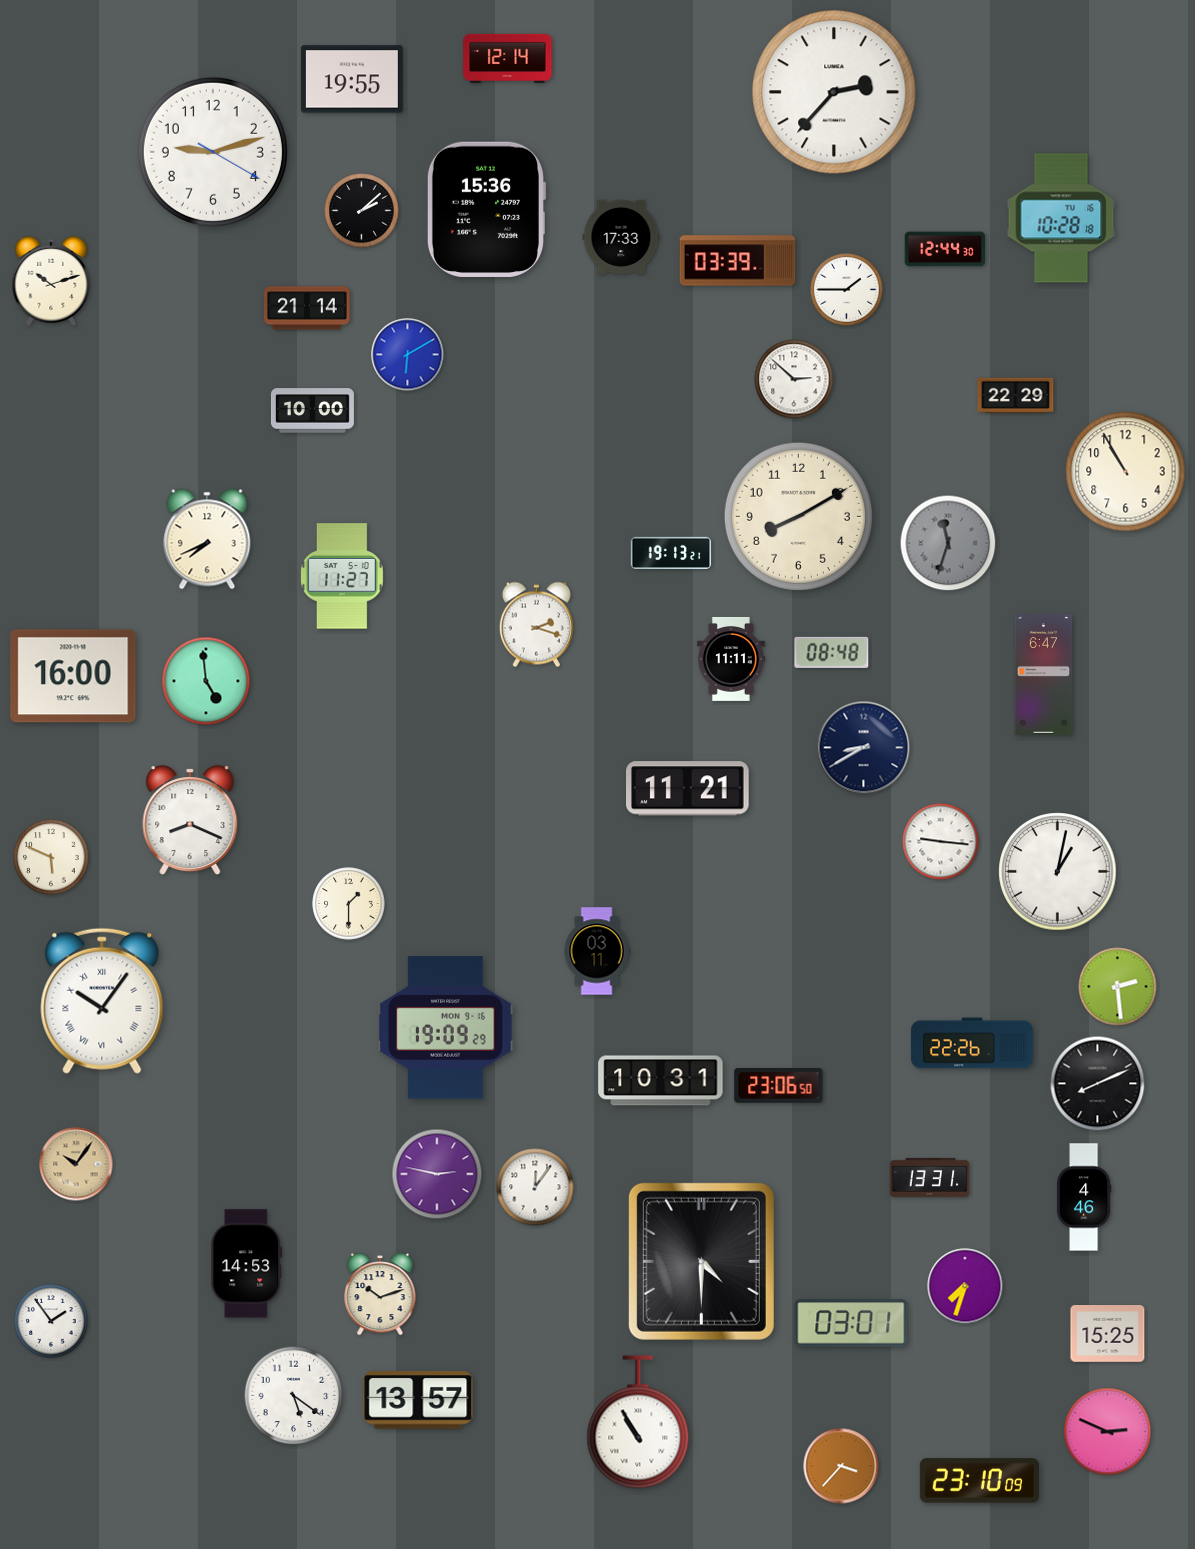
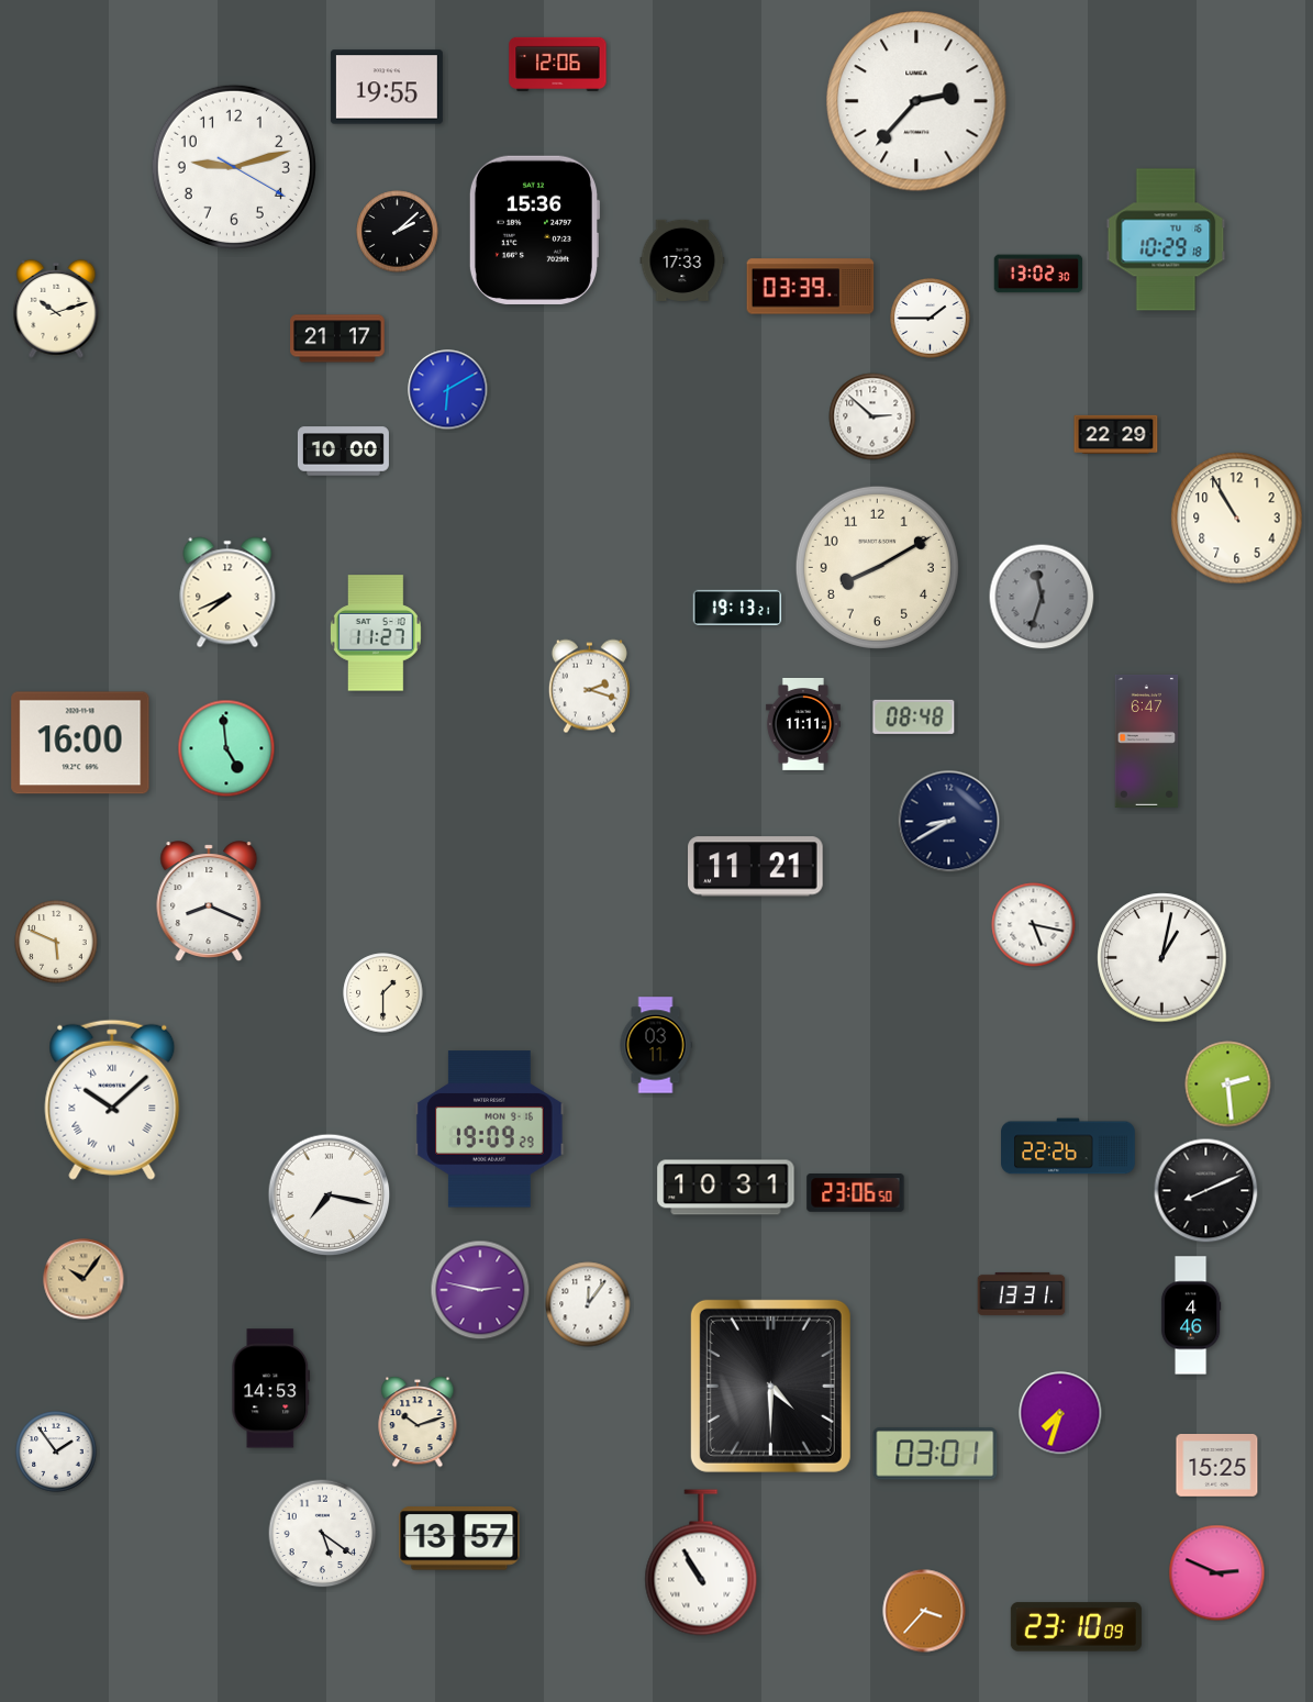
clock at (508, 58): 12:14 -> 12:06
clock at (1061, 218): 10:28 -> 10:29
clock at (945, 249): 12:44 -> 13:02
clock at (307, 308): 21:14 -> 21:17
clock at (941, 842): 9:16 -> 5:17
clock at (102, 1001): 10:06 -> 10:08
clock at (330, 1195): none -> 7:17
